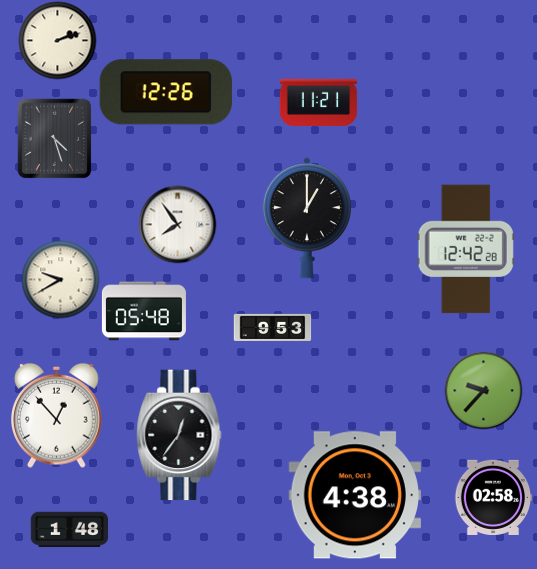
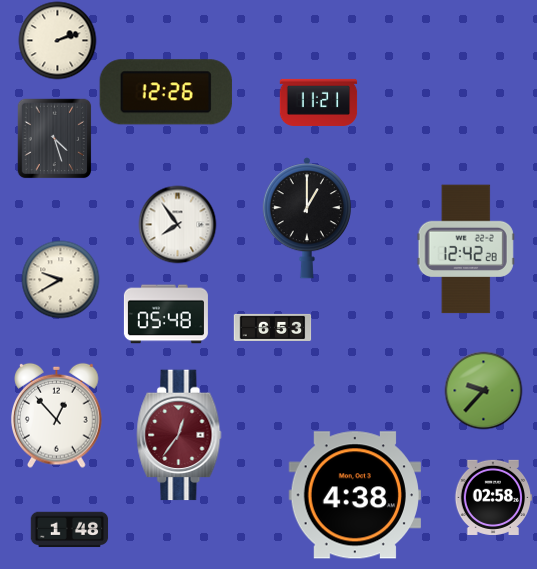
clock at (144, 311) position: (144, 311) -> (166, 314)
clock at (272, 327): 9:53 -> 6:53
clock at (179, 435) dial: black -> burgundy
